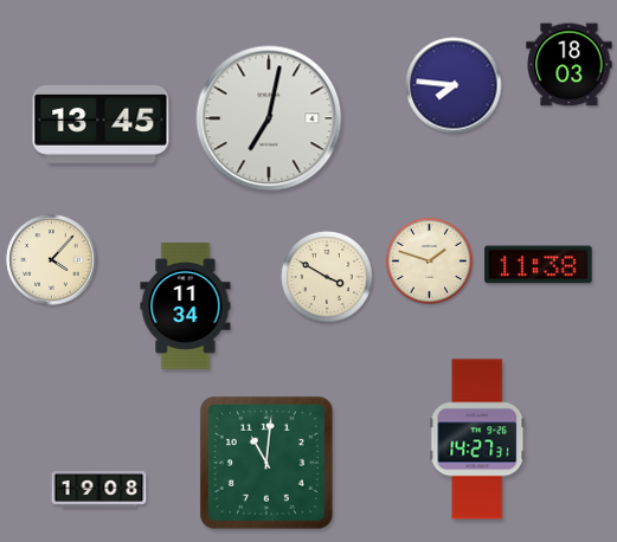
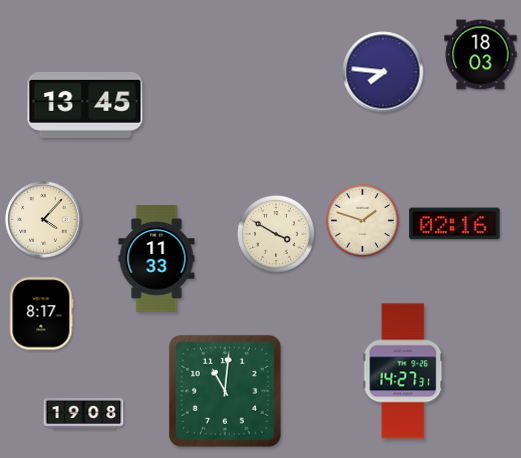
clock at (269, 118): 7:02 -> none
clock at (539, 265): 11:38 -> 02:16
clock at (186, 305): 11:34 -> 11:33
clock at (42, 314): none -> 8:17
